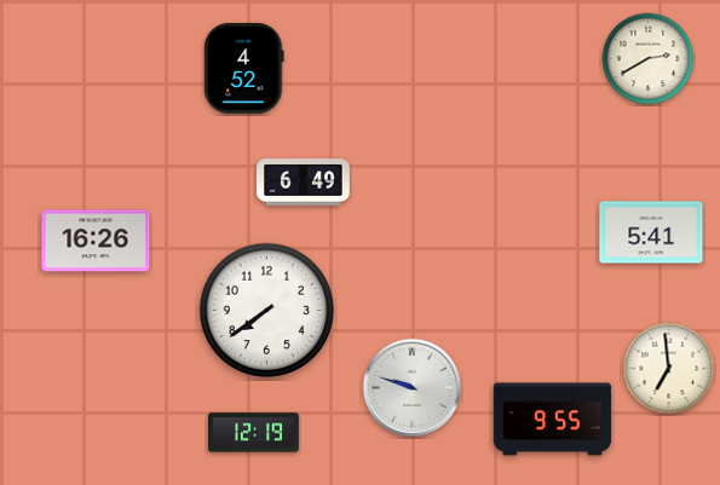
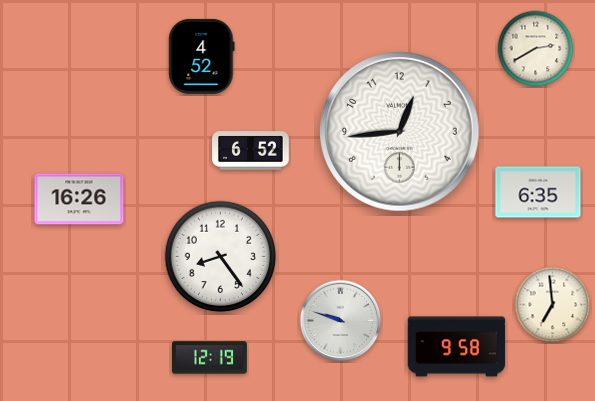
clock at (400, 132): none -> 12:44
clock at (304, 183): 6:49 -> 6:52
clock at (651, 232): 5:41 -> 6:35
clock at (267, 311): 7:39 -> 8:24
clock at (553, 420): 9:55 -> 9:58
